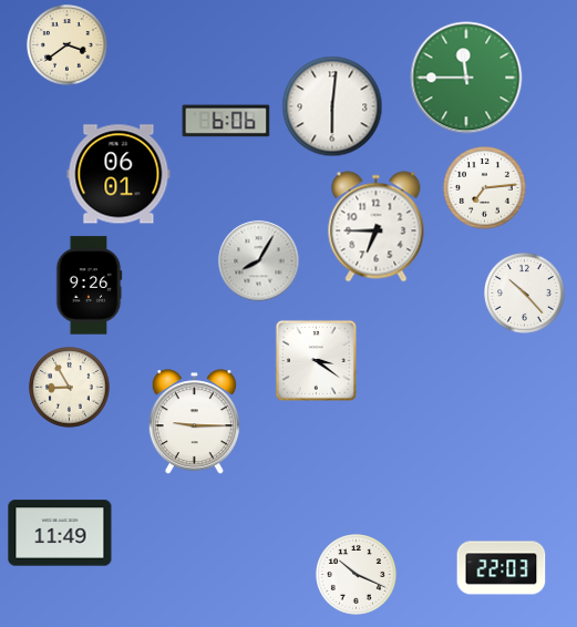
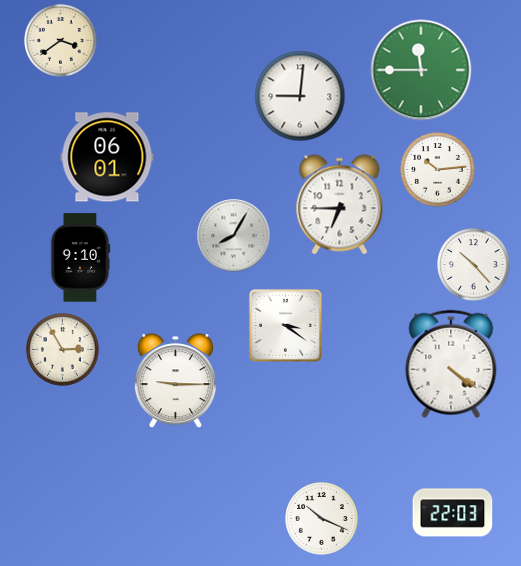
clock at (332, 106): 6:01 -> 9:01
clock at (226, 121): 6:06 -> none
clock at (485, 188): 7:14 -> 10:14
clock at (89, 286): 9:26 -> 9:10
clock at (70, 388): 8:55 -> 2:55
clock at (451, 364): none -> 4:21
clock at (60, 533): 11:49 -> none
